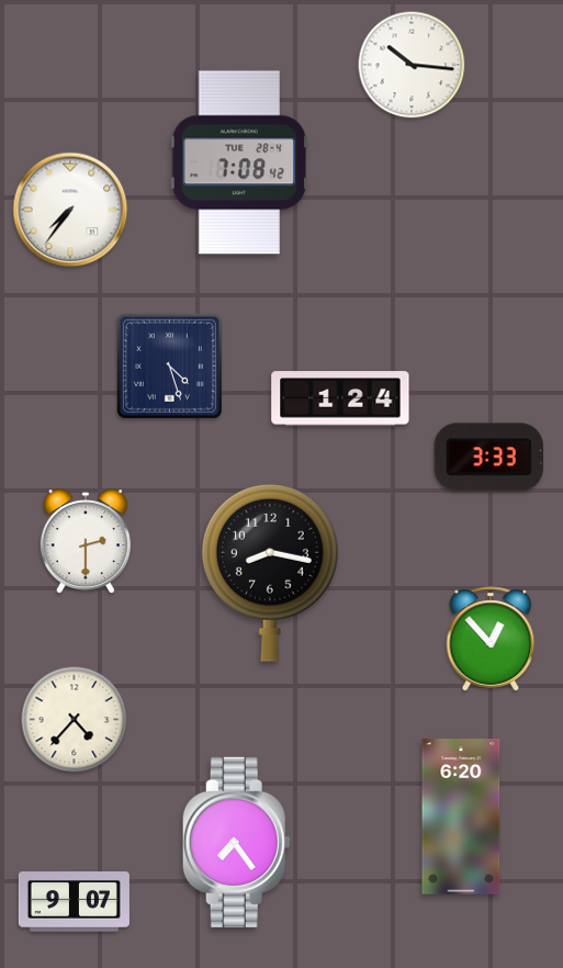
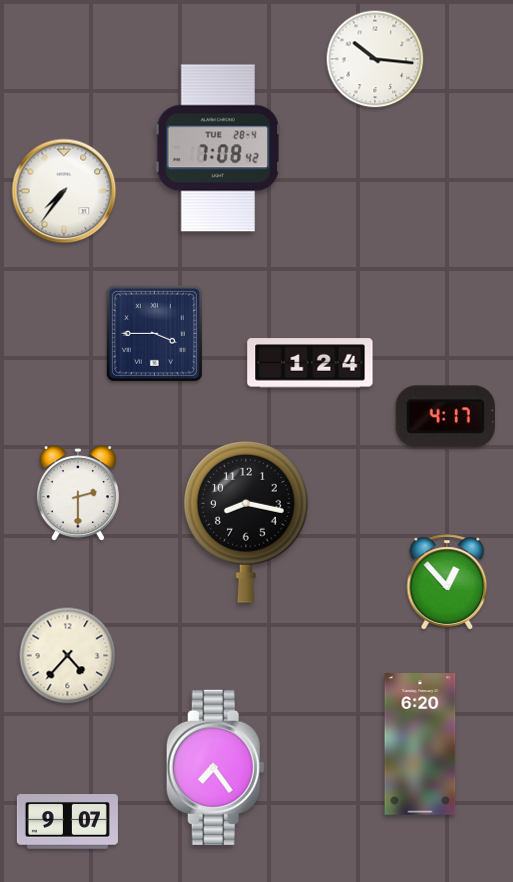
clock at (169, 365): 4:27 -> 3:45
clock at (488, 458): 3:33 -> 4:17
